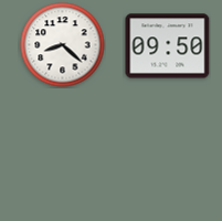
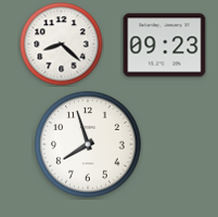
clock at (168, 46): 09:50 -> 09:23
clock at (88, 144): none -> 7:57
